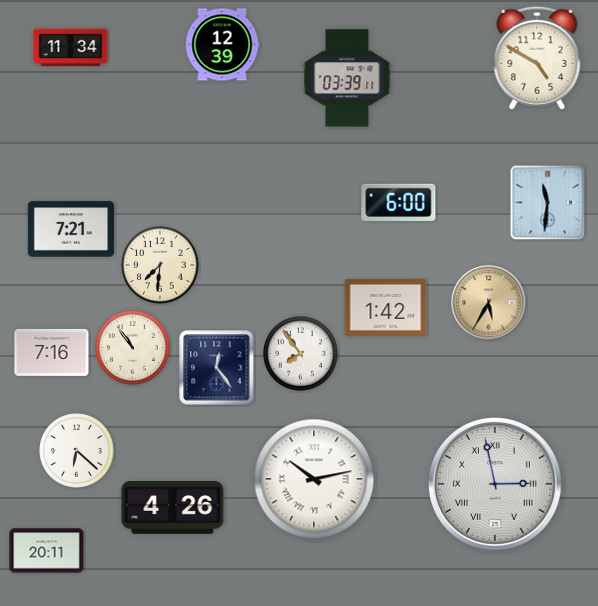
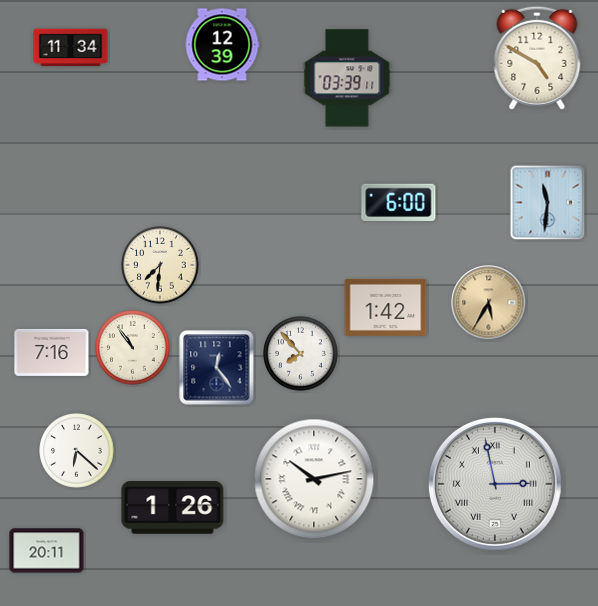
clock at (70, 229): 7:21 -> none
clock at (301, 354): 7:54 -> 7:53
clock at (173, 508): 4:26 -> 1:26
